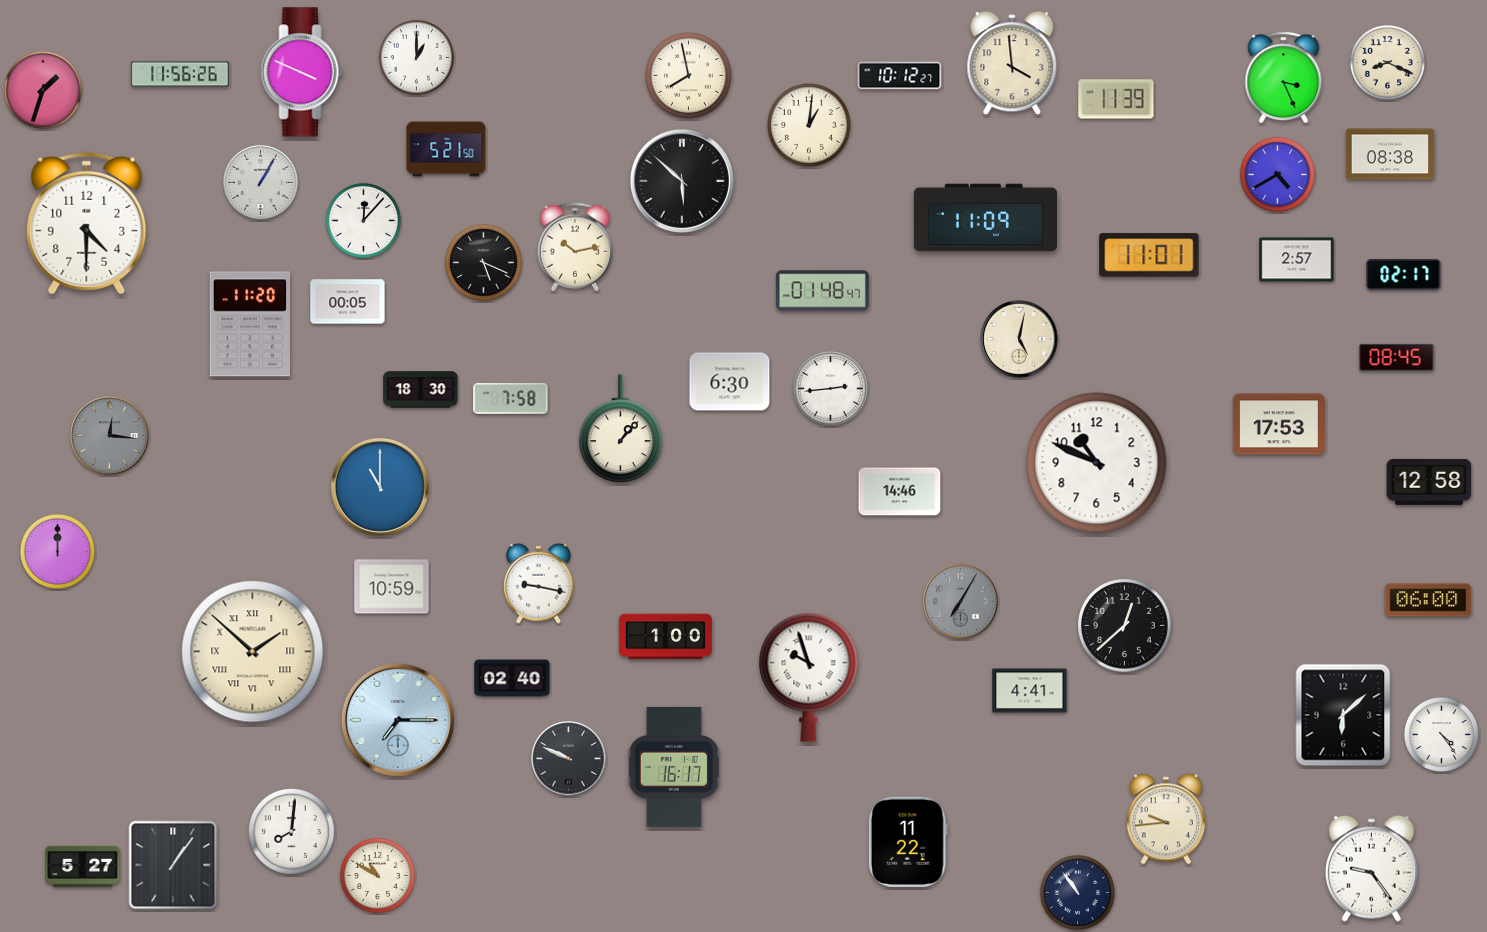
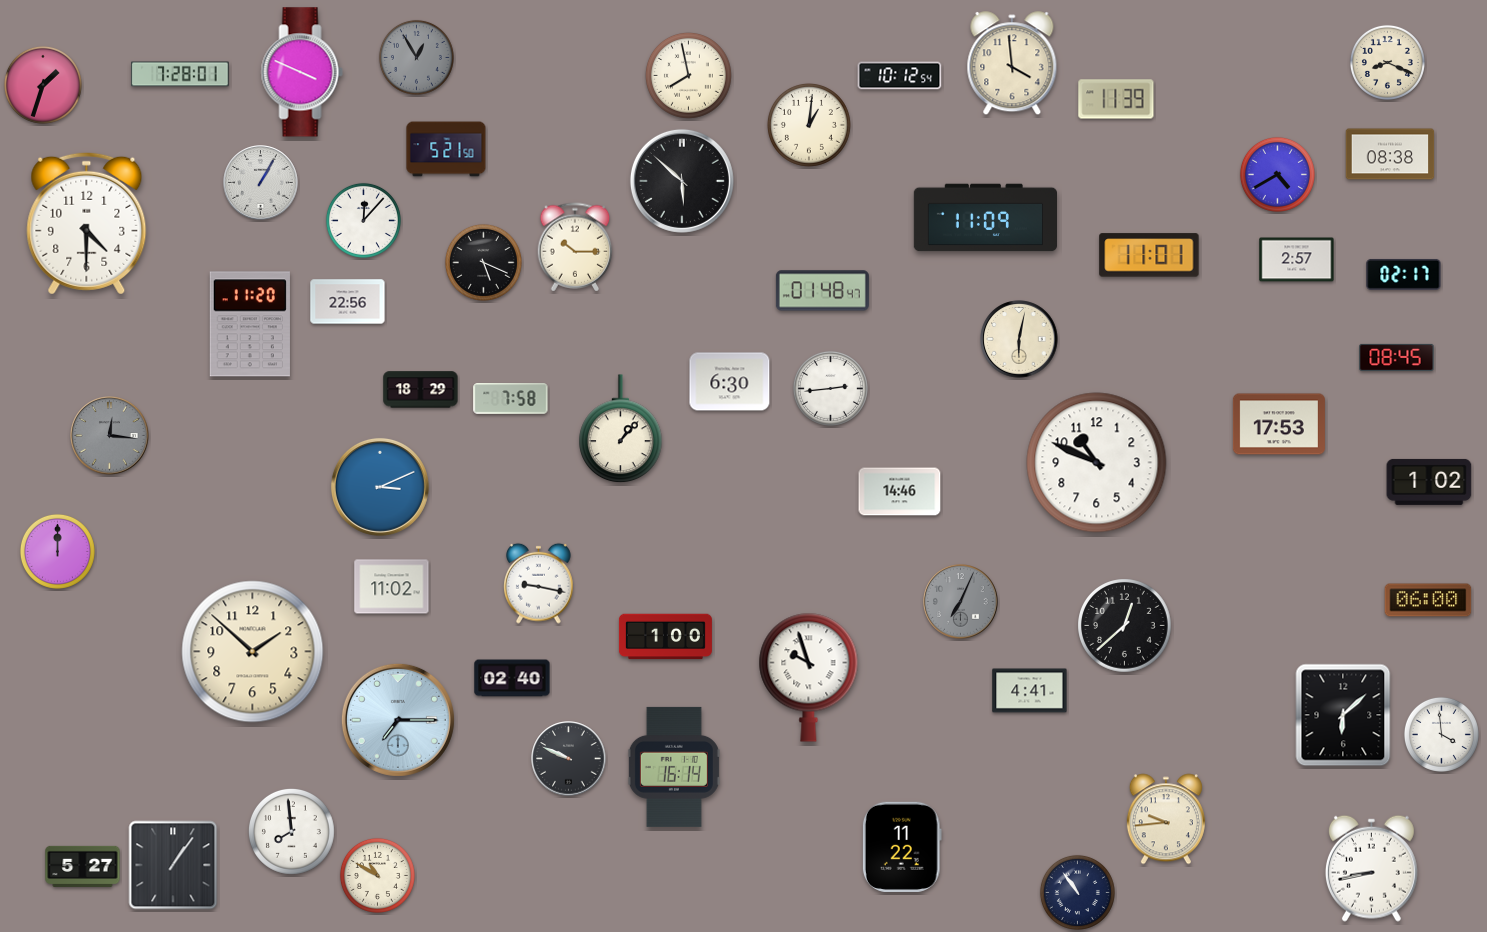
clock at (416, 57): 1:00 -> 12:55
clock at (416, 57) dial: white -> grey
clock at (180, 74): 11:56 -> 7:28
clock at (900, 76): 10:12:27 -> 10:12:54
clock at (1284, 78): 3:26 -> none
clock at (43, 90) position: (43, 90) -> (43, 85)
clock at (575, 247): 10:13 -> 10:15
clock at (348, 302): 00:05 -> 22:56
clock at (1019, 339): 5:02 -> 6:02
clock at (421, 390): 18:30 -> 18:29
clock at (1429, 482): 12:58 -> 1:02
clock at (380, 487): 11:00 -> 3:11
clock at (392, 587): 10:59 -> 11:02
clock at (961, 602): 7:05 -> 7:04
clock at (253, 652) numerals: Roman -> Arabic
clock at (1441, 734): 4:24 -> 3:59
clock at (674, 767): 16:17 -> 16:14
clock at (292, 832): 8:01 -> 7:59
clock at (908, 842) position: (908, 842) -> (902, 847)
clock at (1371, 868): 9:24 -> 8:43
